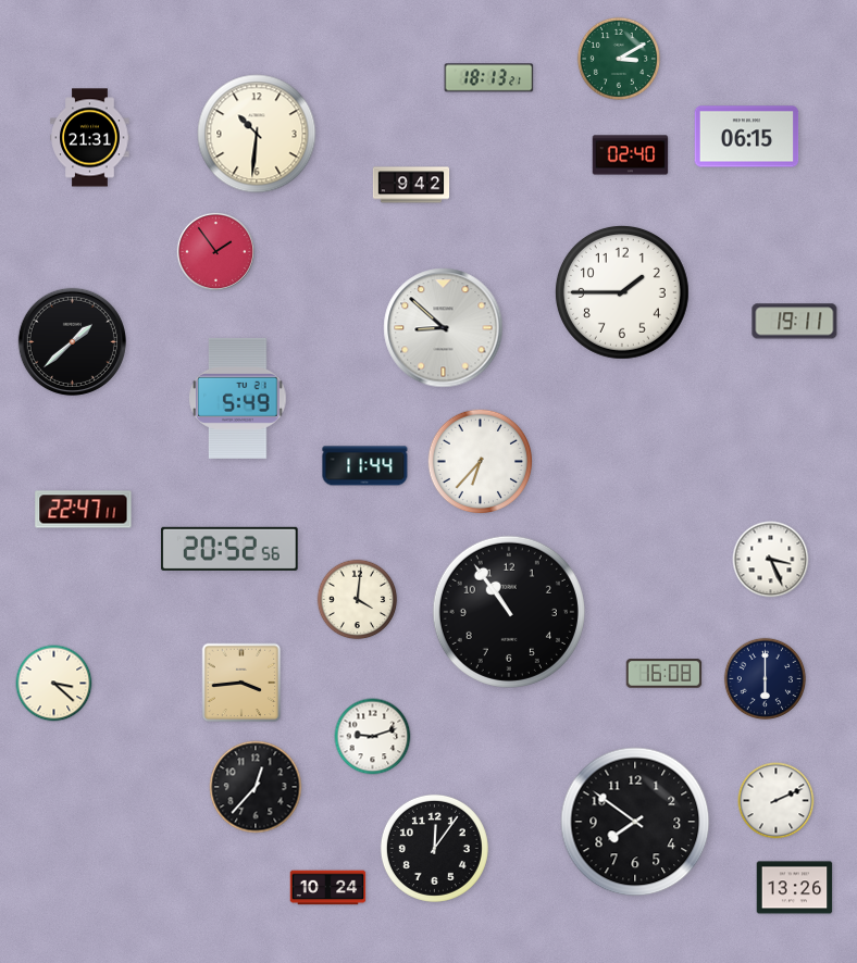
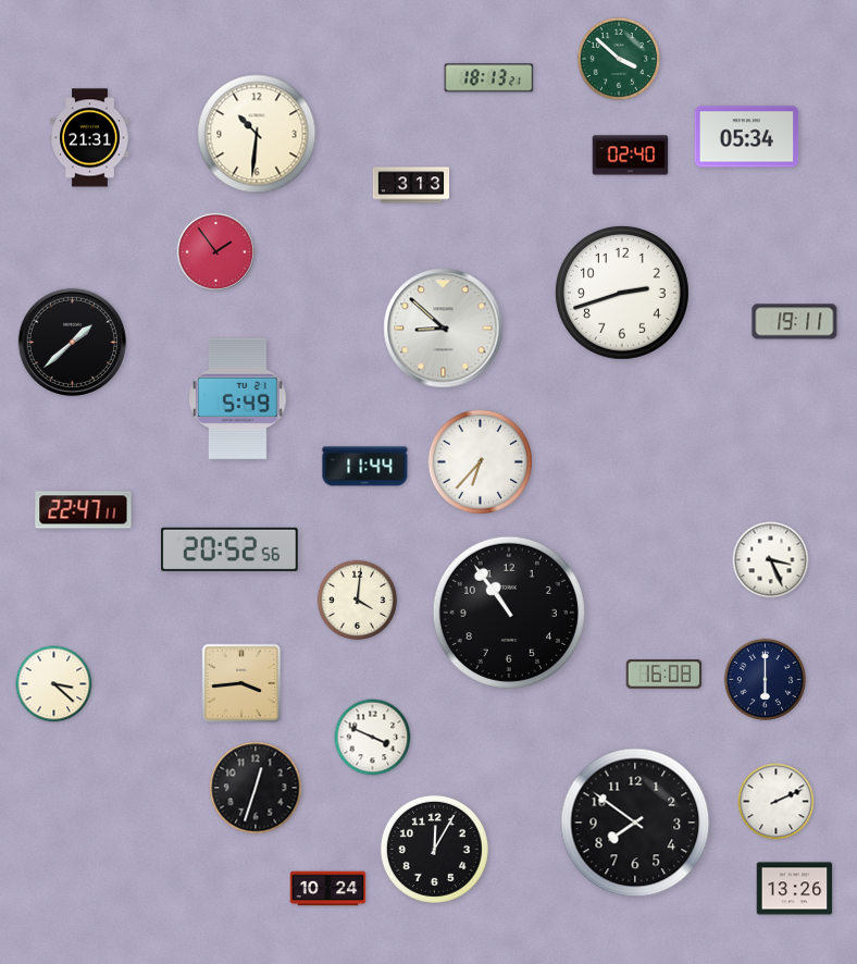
clock at (619, 59): 3:10 -> 3:52
clock at (747, 137): 06:15 -> 05:34
clock at (411, 185): 9:42 -> 3:13
clock at (622, 292): 1:45 -> 2:42
clock at (373, 737): 9:12 -> 3:49
clock at (256, 787): 12:37 -> 12:33
clock at (434, 848): 12:06 -> 12:05
